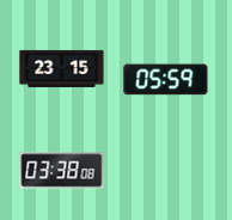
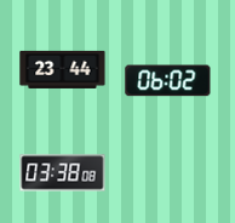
clock at (62, 68): 23:15 -> 23:44
clock at (166, 80): 05:59 -> 06:02
